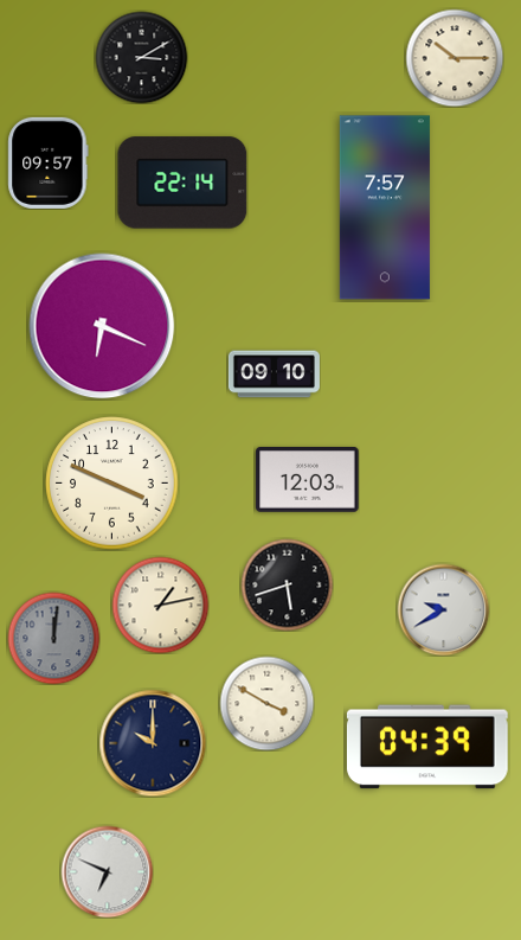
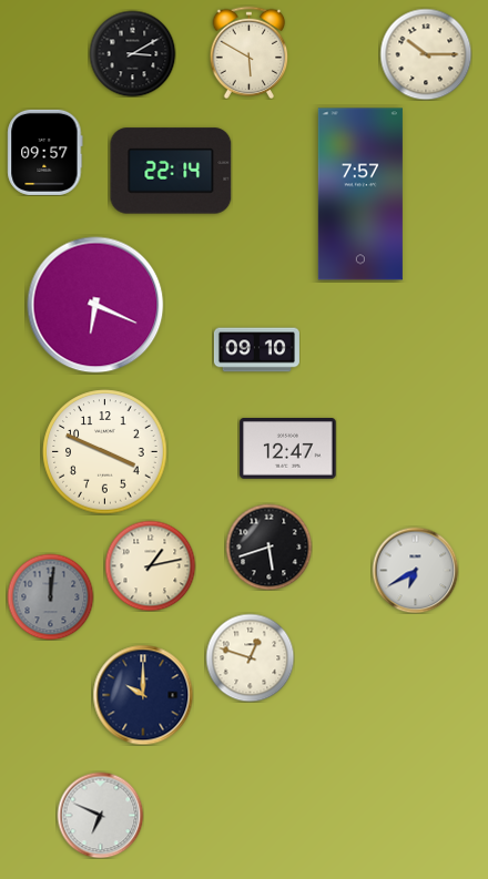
clock at (250, 52): none -> 5:50
clock at (308, 480): 12:03 -> 12:47
clock at (443, 609): 9:40 -> 6:40
clock at (266, 703): 3:50 -> 12:48
clock at (427, 747): 04:39 -> none
